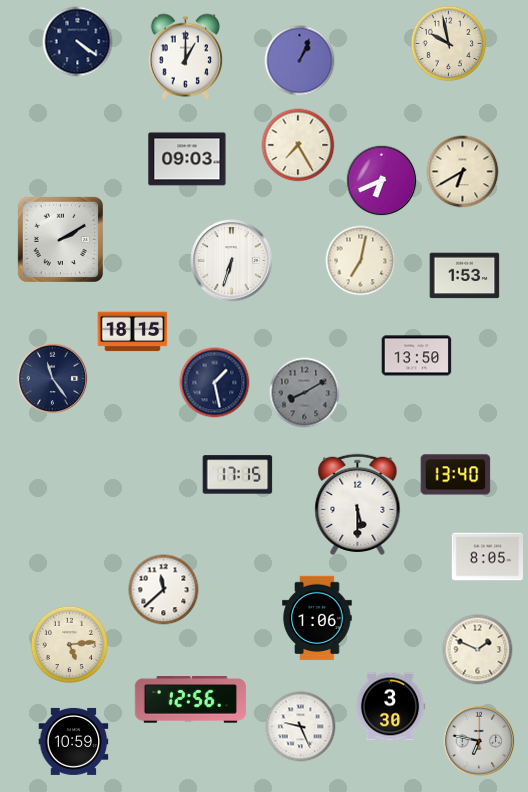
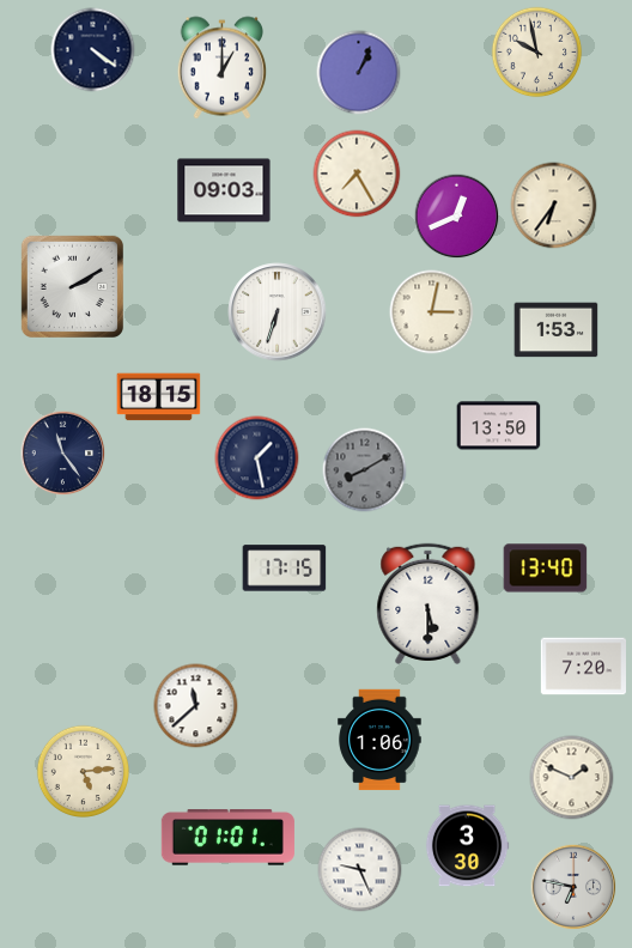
clock at (463, 172): 6:40 -> 6:36
clock at (382, 181): 6:41 -> 12:41
clock at (361, 261): 7:02 -> 3:02
clock at (488, 557): 8:05 -> 7:20
clock at (190, 700): 12:56 -> 01:01
clock at (74, 741): 10:59 -> none
